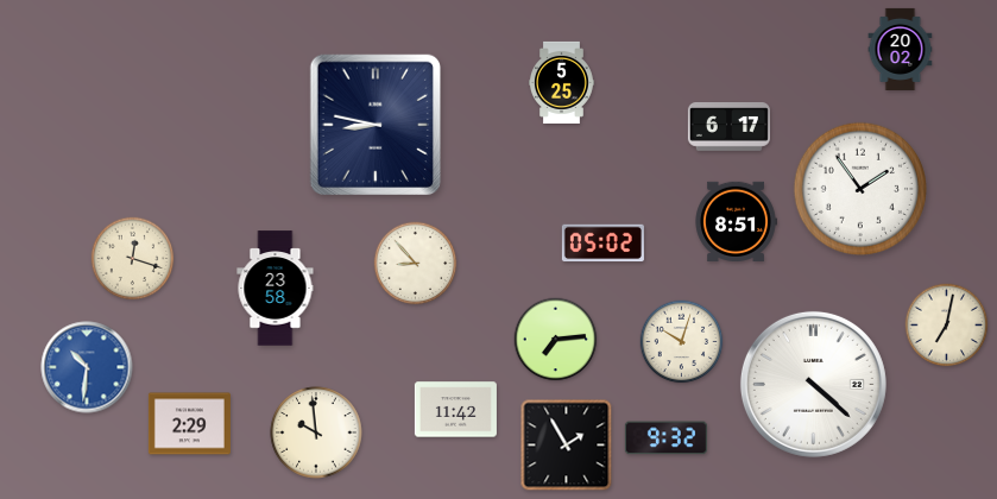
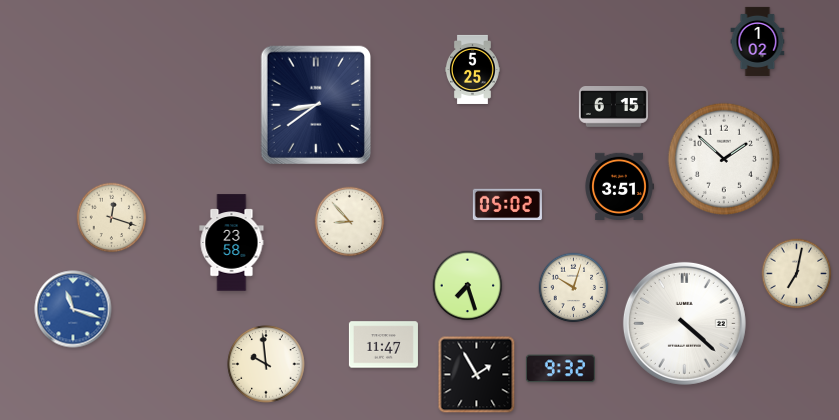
clock at (901, 49): 20:02 -> 1:02
clock at (374, 124): 8:47 -> 8:39
clock at (728, 127): 6:17 -> 6:15
clock at (859, 188): 1:54 -> 1:52
clock at (736, 221): 8:51 -> 3:51
clock at (556, 340): 7:14 -> 7:27
clock at (87, 367): 10:31 -> 11:18
clock at (455, 410): 11:42 -> 11:47
clock at (189, 424): 2:29 -> none
